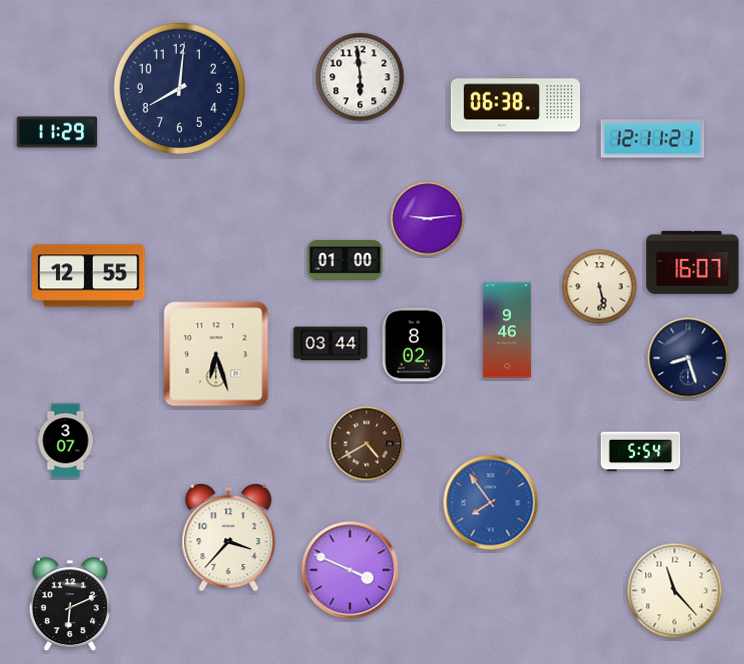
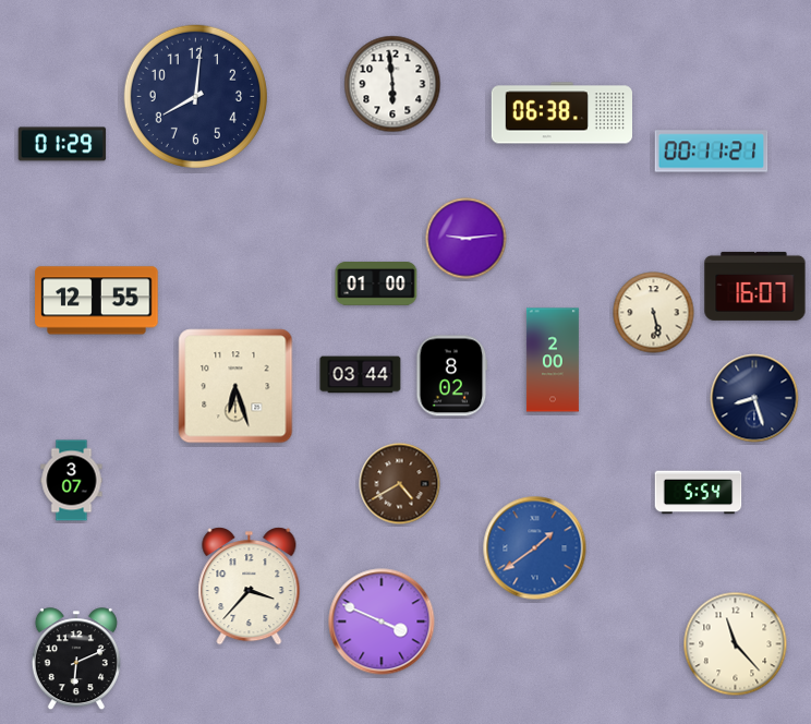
clock at (57, 132): 11:29 -> 01:29
clock at (653, 139): 12:11 -> 00:11
clock at (507, 330): 9:46 -> 2:00
clock at (688, 358) position: (688, 358) -> (754, 398)
clock at (491, 503): 7:54 -> 1:39
